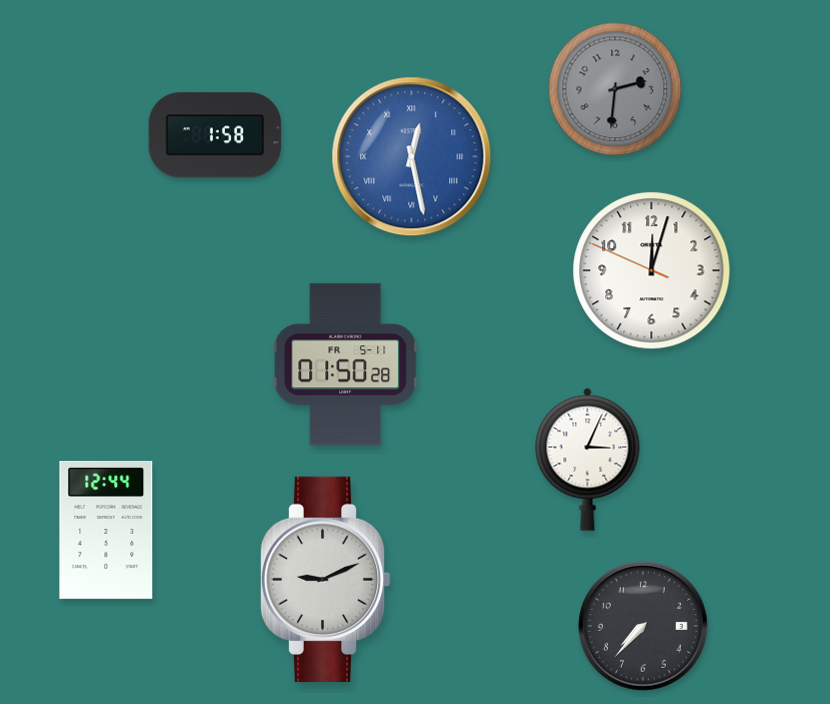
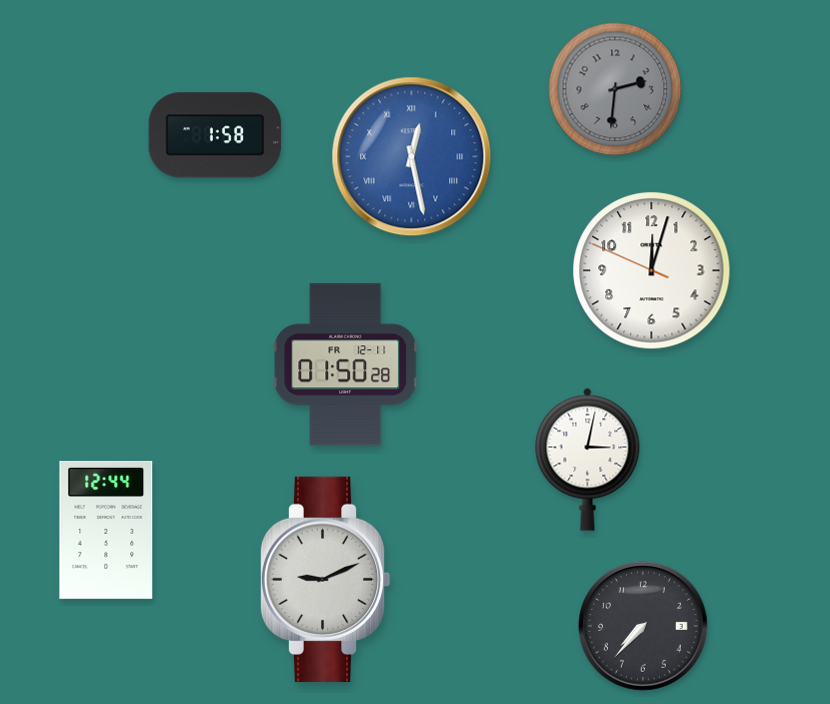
clock at (346, 365) date: FR 5-11 -> FR 12-11
clock at (588, 459): 3:04 -> 3:02
